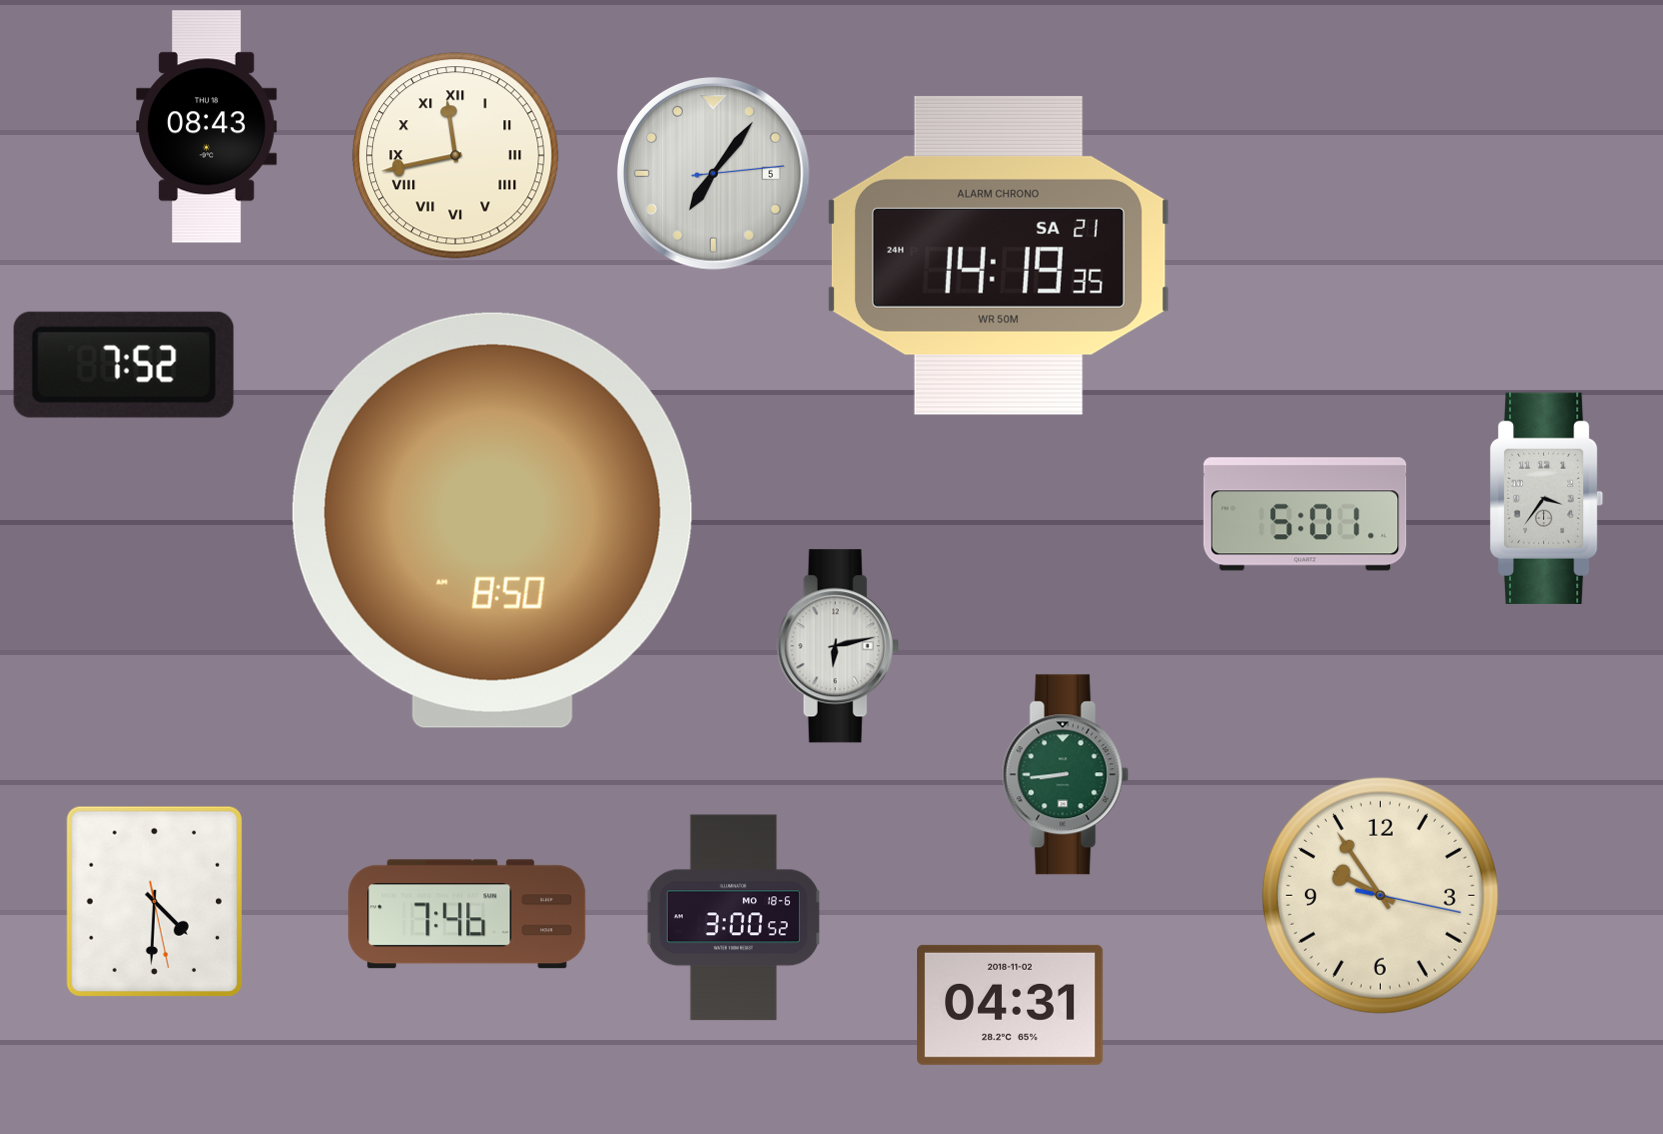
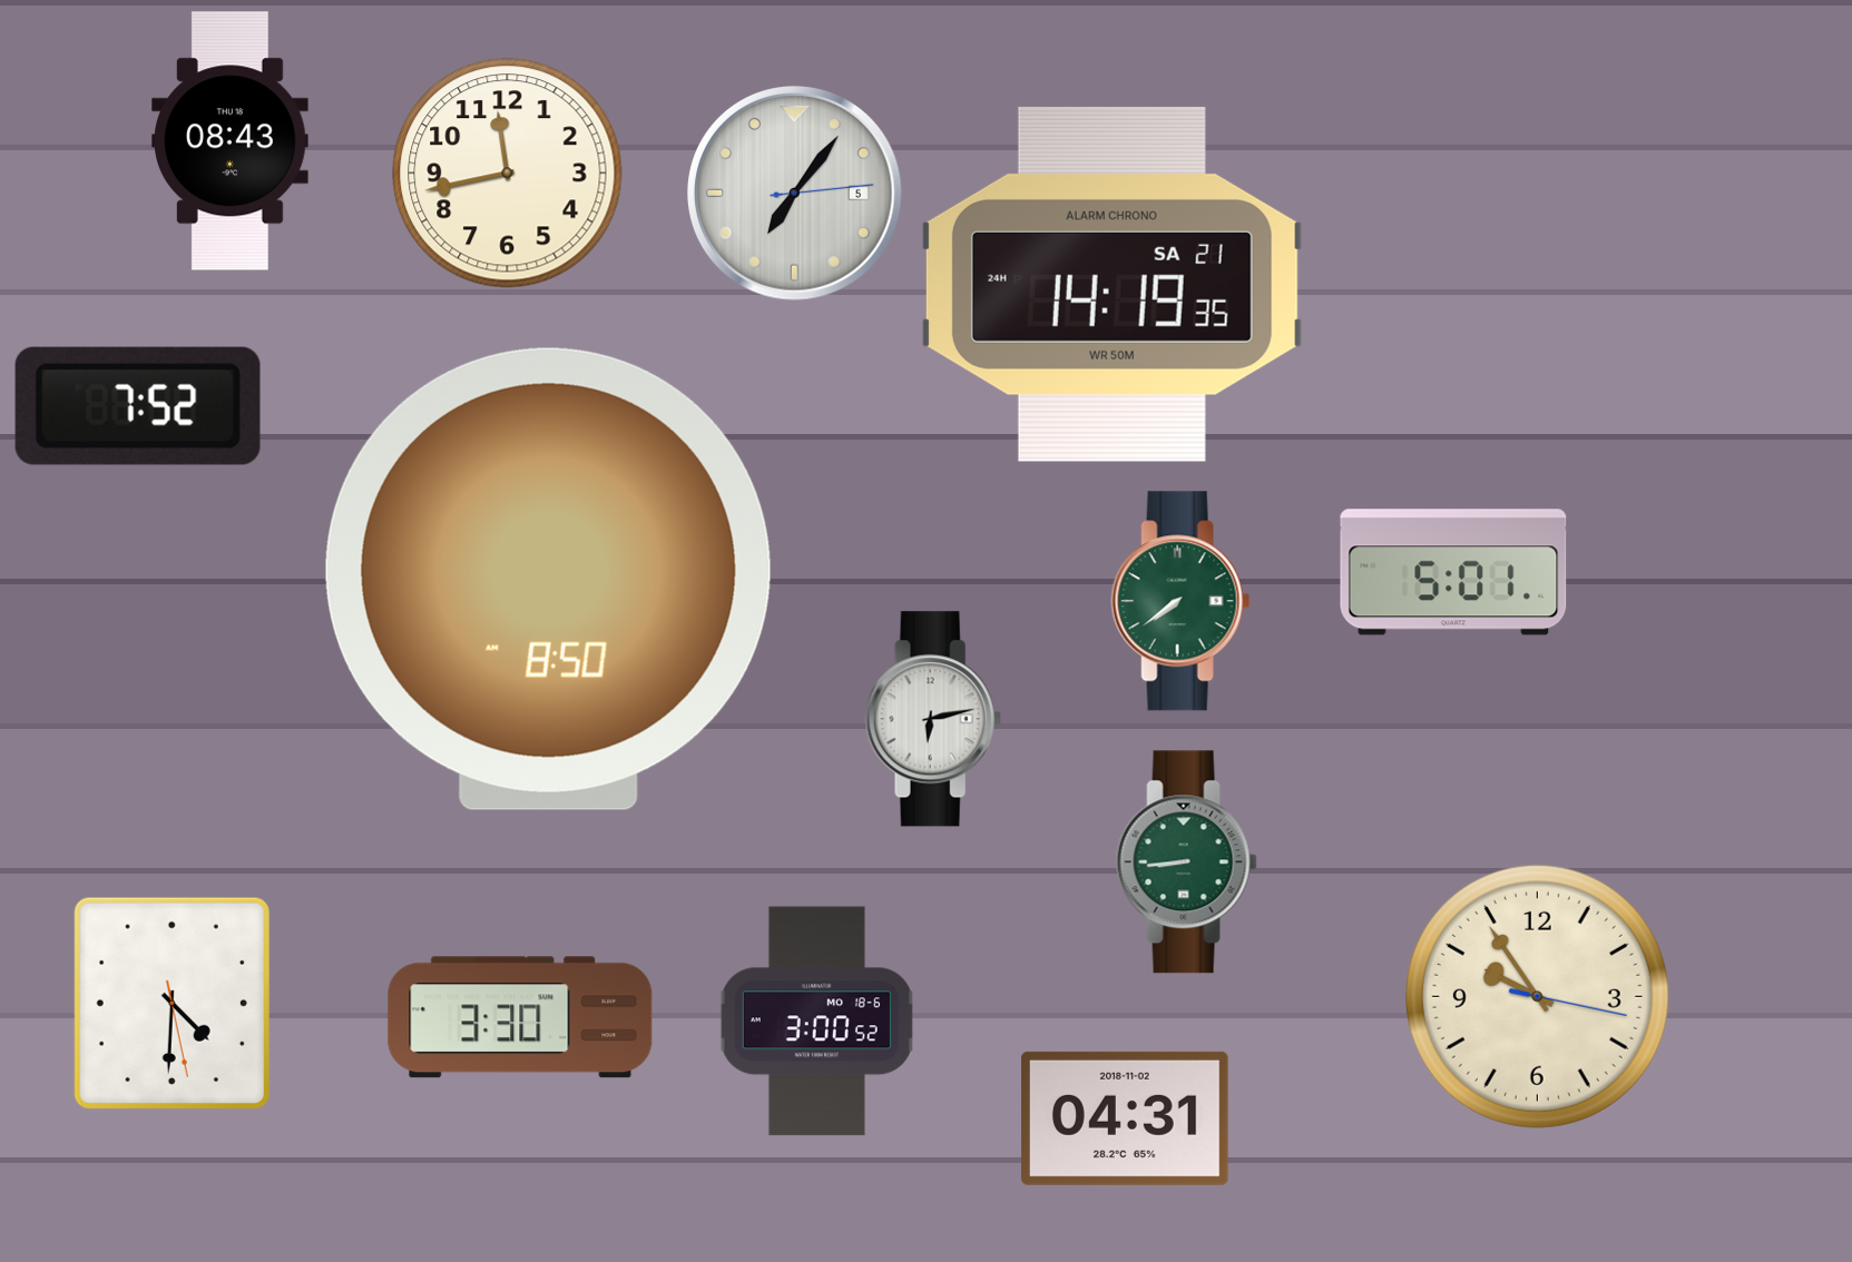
clock at (456, 156) numerals: Roman -> Arabic
clock at (1547, 498): 3:36 -> none
clock at (1180, 601): none -> 7:39
clock at (467, 914): 7:46 -> 3:30
